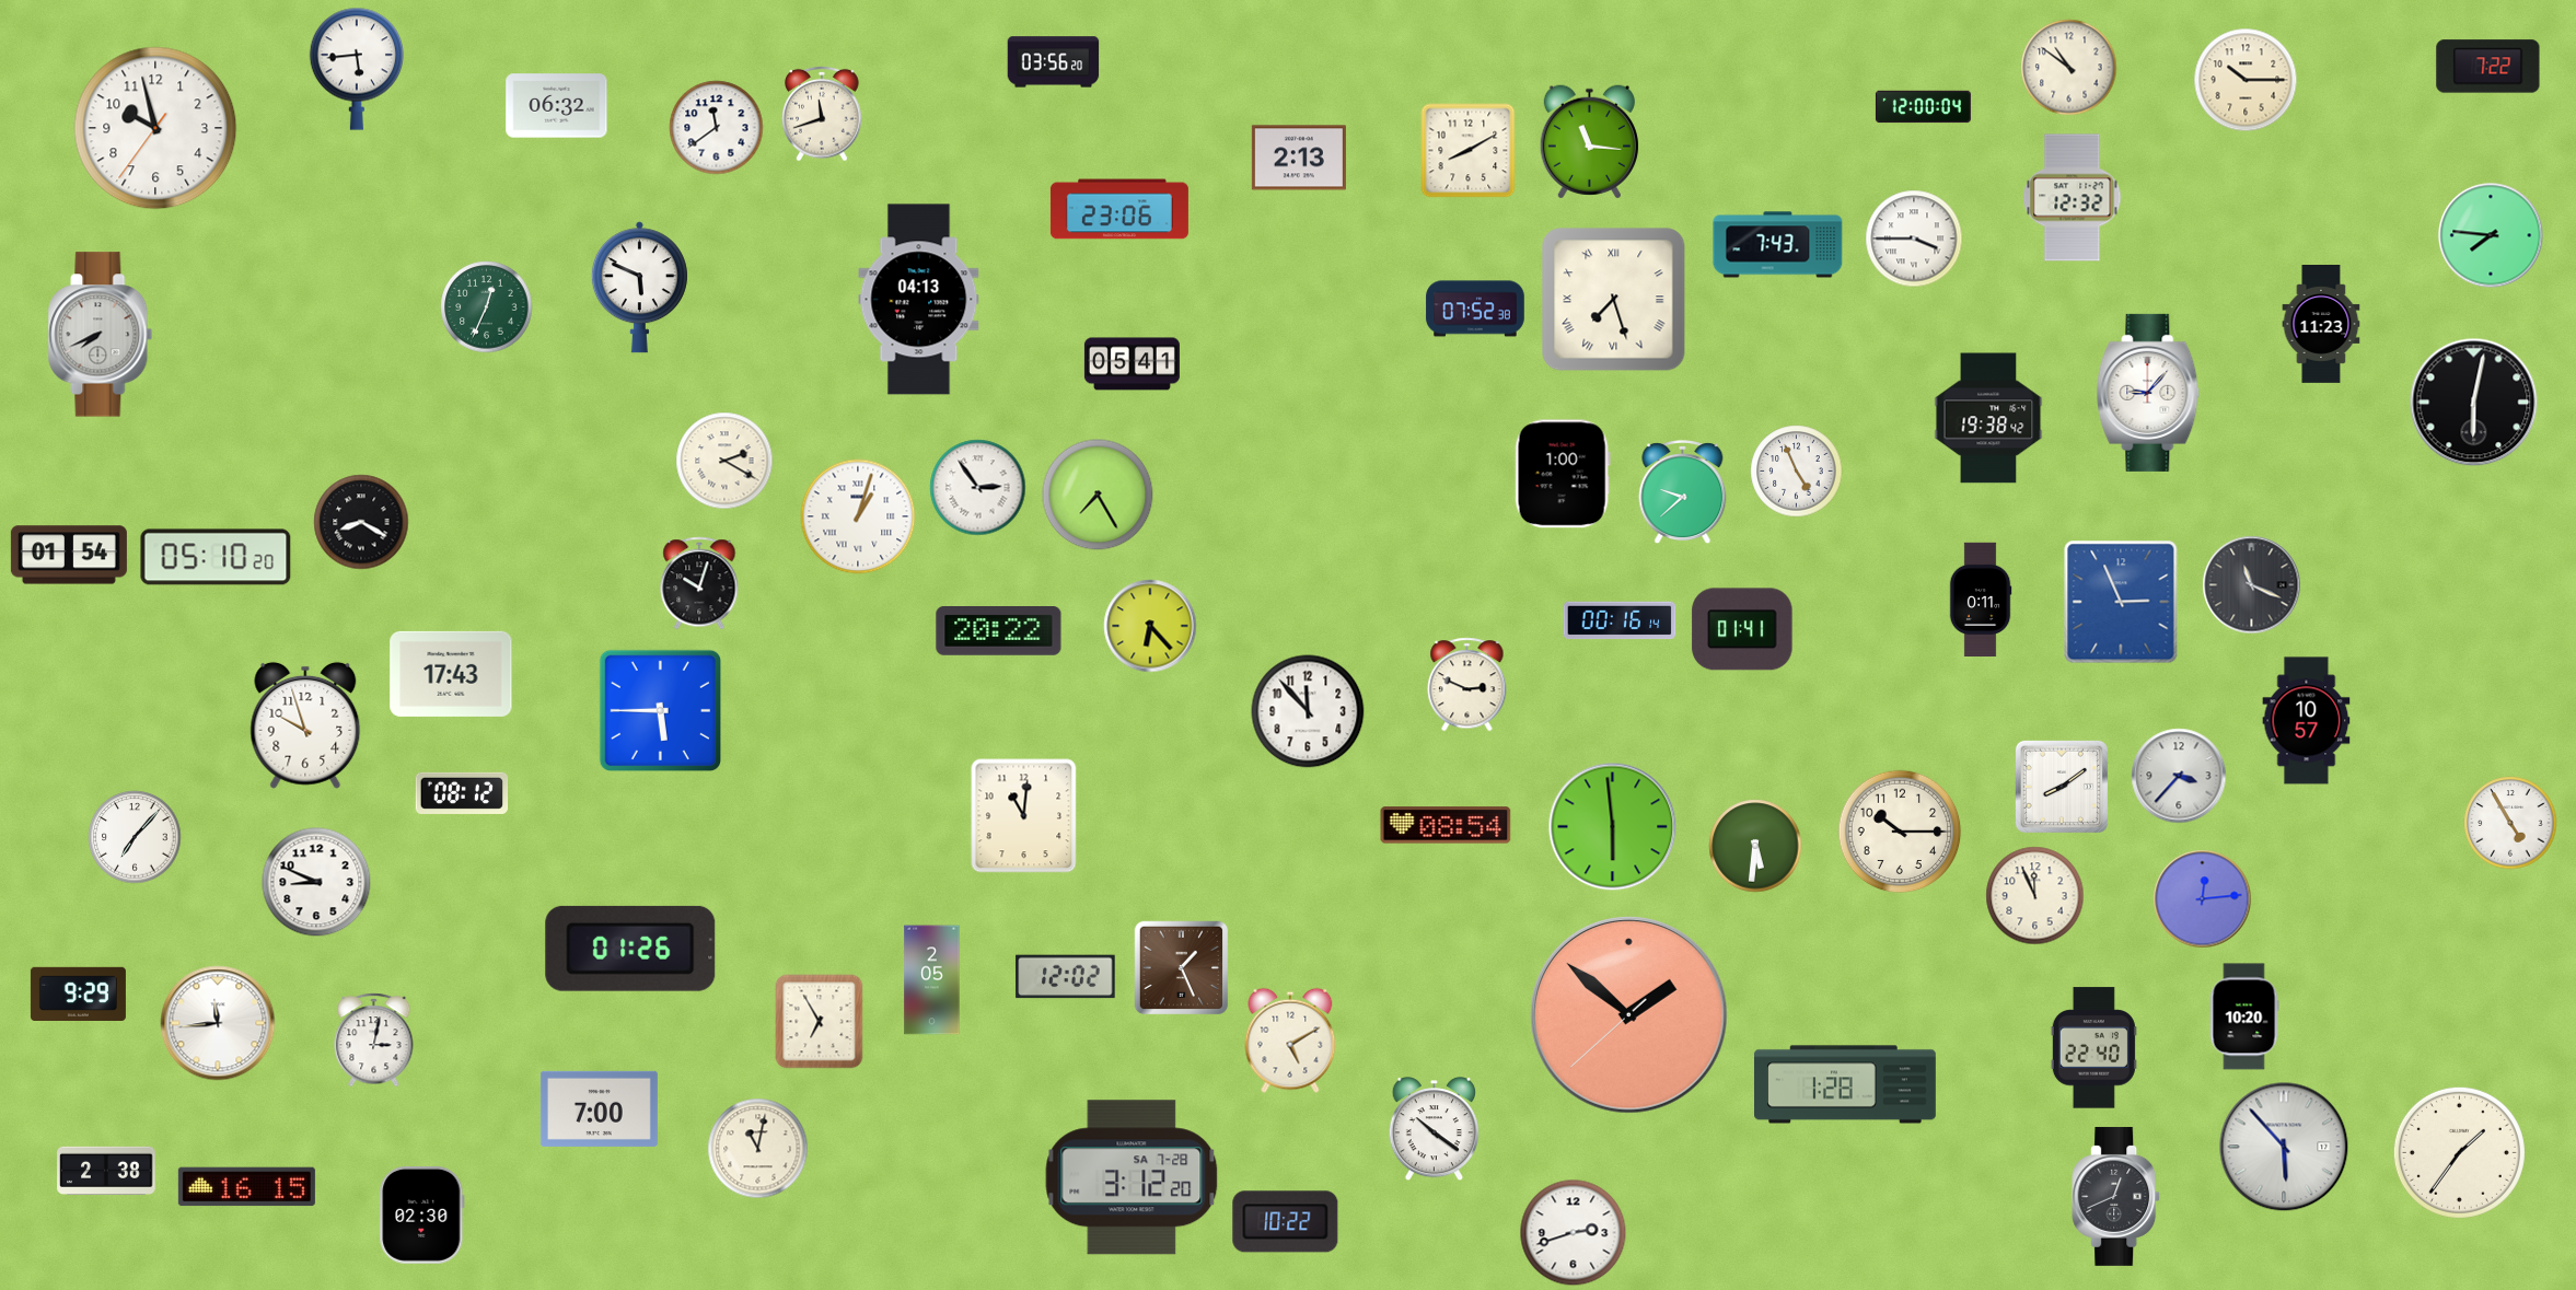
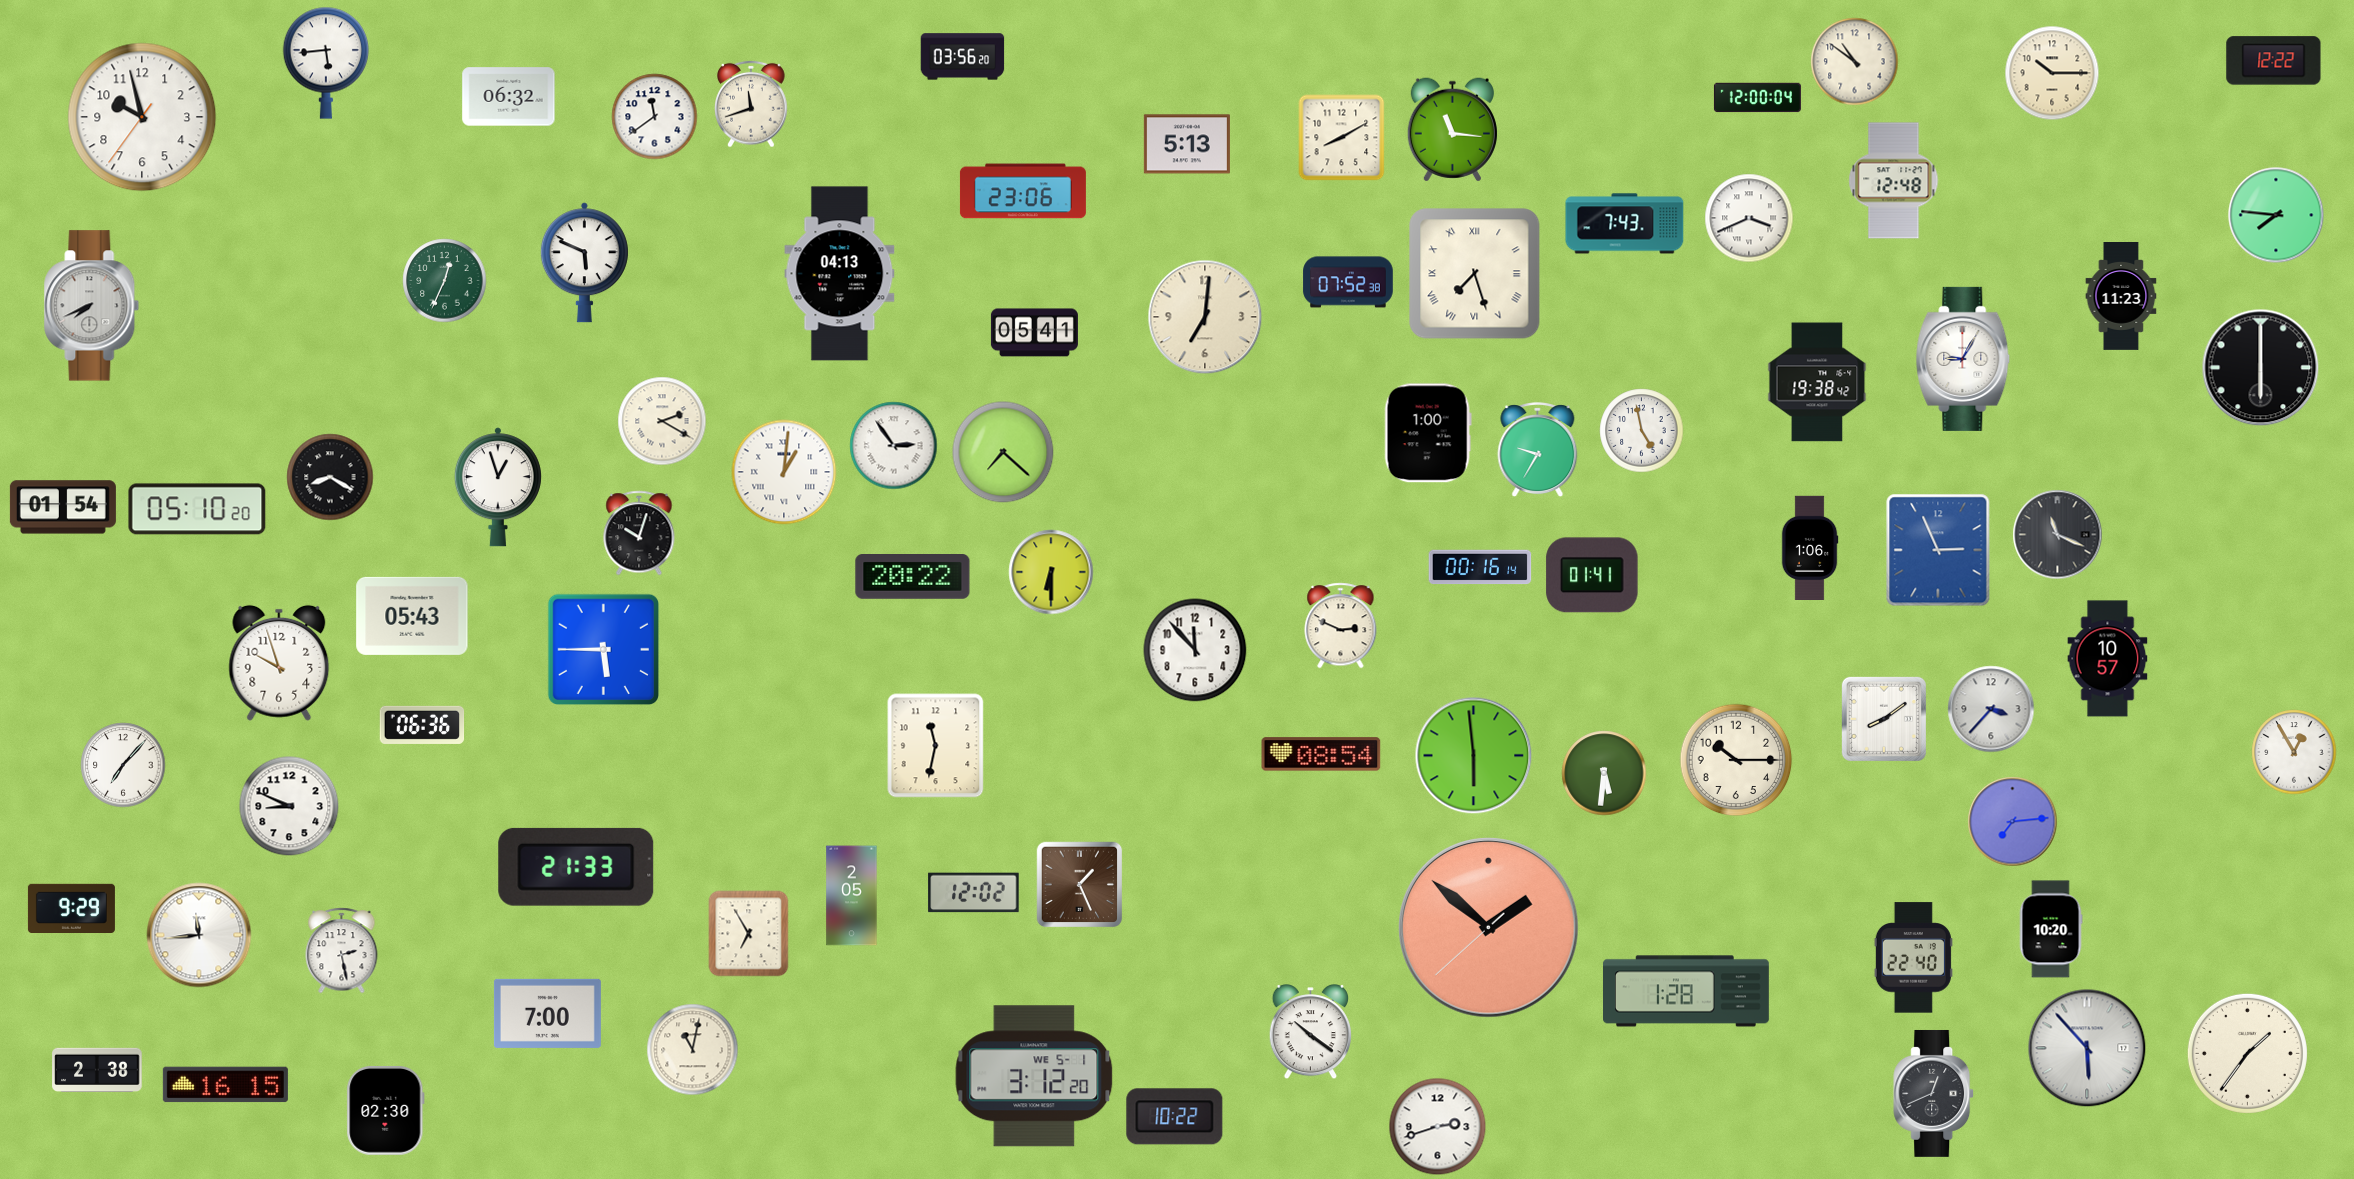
clock at (2488, 67): 7:22 -> 12:22
clock at (2069, 68) position: (2069, 68) -> (1855, 62)
clock at (1299, 158): 2:13 -> 5:13
clock at (2073, 198): 12:32 -> 12:48
clock at (1914, 239): 3:45 -> 3:41
clock at (1205, 317): none -> 7:01
clock at (2148, 393): 9:07 -> 9:05
clock at (2474, 403): 6:02 -> 6:00
clock at (1797, 472): 4:56 -> 4:58
clock at (1683, 492): 9:38 -> 9:35
clock at (1098, 495): 7:25 -> 7:22
clock at (858, 516): 1:03 -> 1:01
clock at (498, 487): none -> 12:57
clock at (1981, 598): 0:11 -> 1:06
clock at (1150, 626): 6:23 -> 6:30
clock at (451, 674): 17:43 -> 05:43
clock at (462, 793): 08:12 -> 06:36
clock at (1024, 816): 11:01 -> 11:32
clock at (2510, 823): 4:55 -> 12:55
clock at (2035, 896): 11:56 -> none
clock at (2203, 899): 12:14 -> 7:14
clock at (630, 949): 01:26 -> 21:33
clock at (374, 1041): 3:02 -> 2:28
clock at (1290, 1041): 5:10 -> none
clock at (1132, 1177) date: SA 7-28 -> WE 5-1
